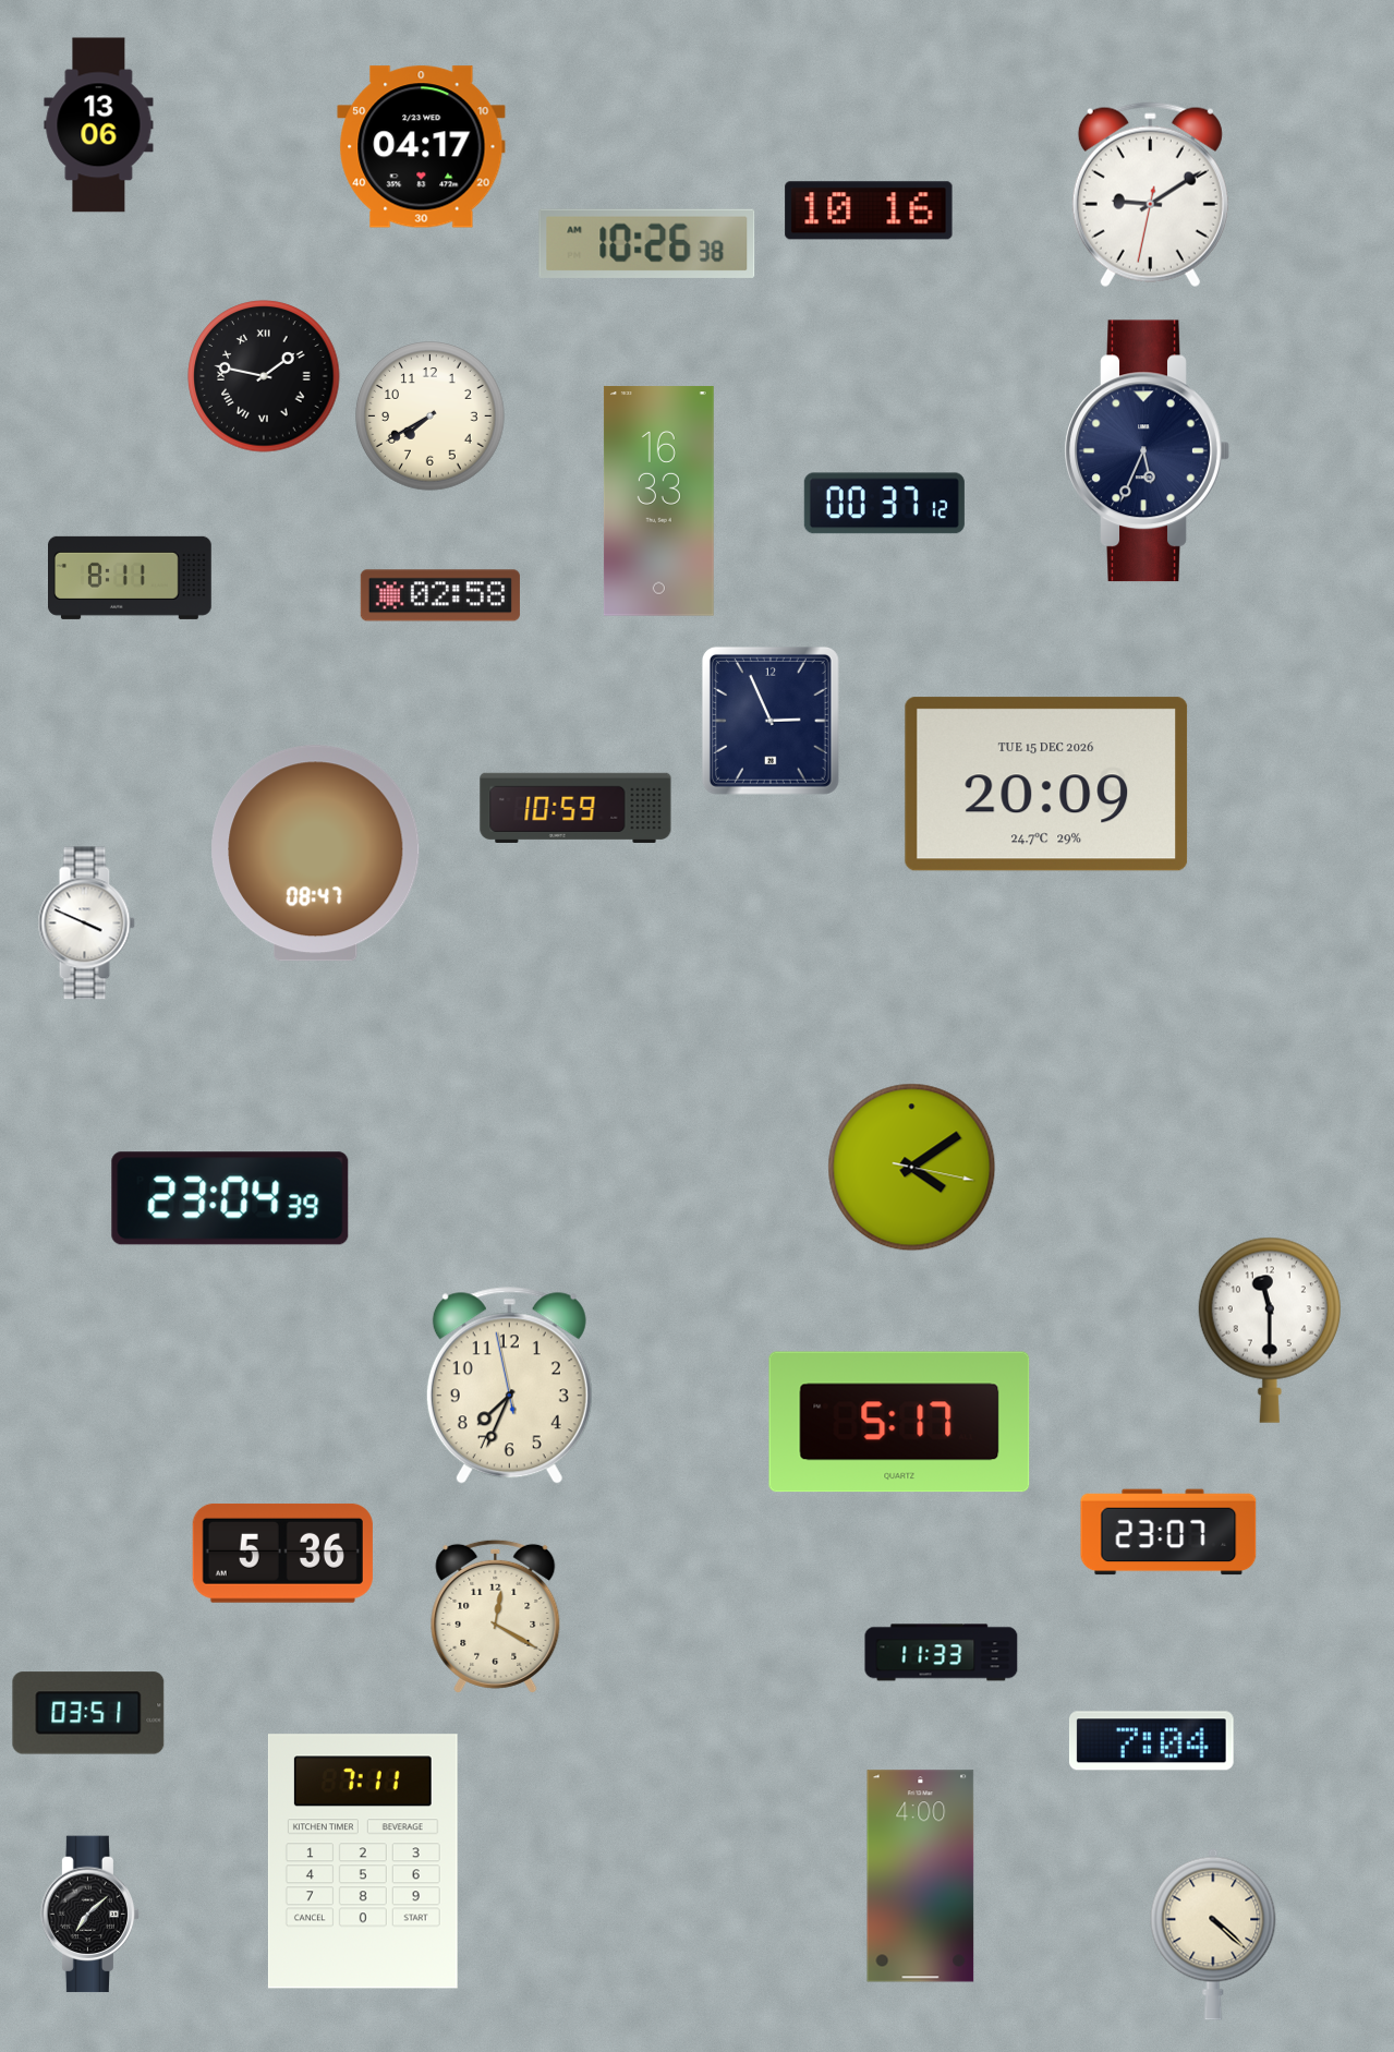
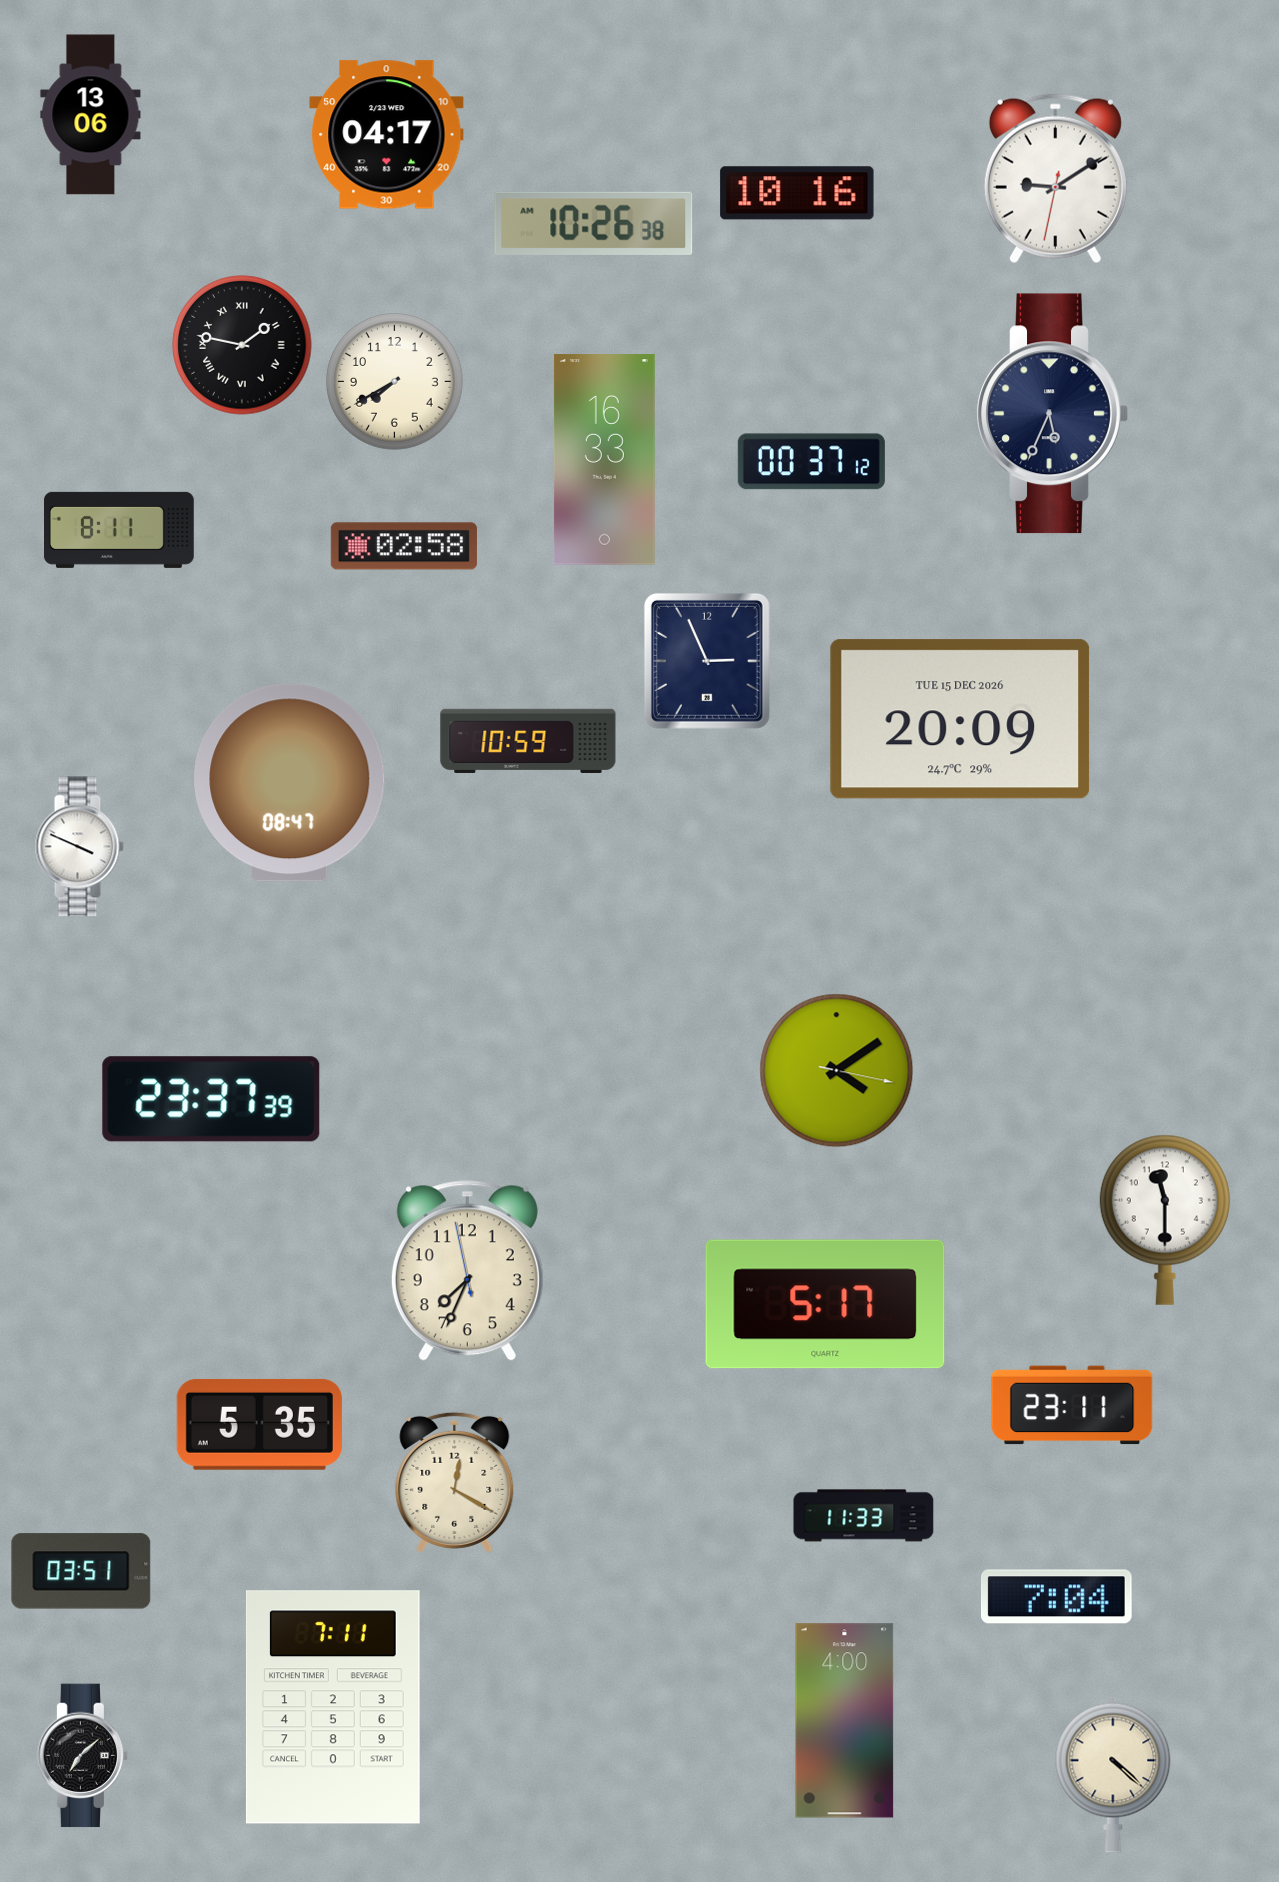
clock at (230, 1198): 23:04 -> 23:37
clock at (1168, 1532): 23:07 -> 23:11
clock at (282, 1553): 5:36 -> 5:35
